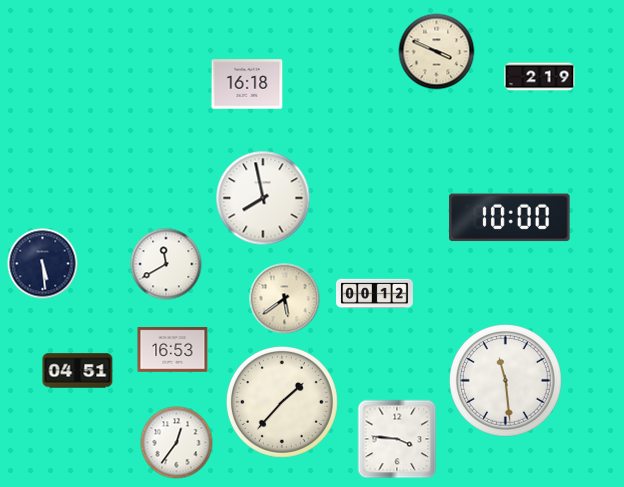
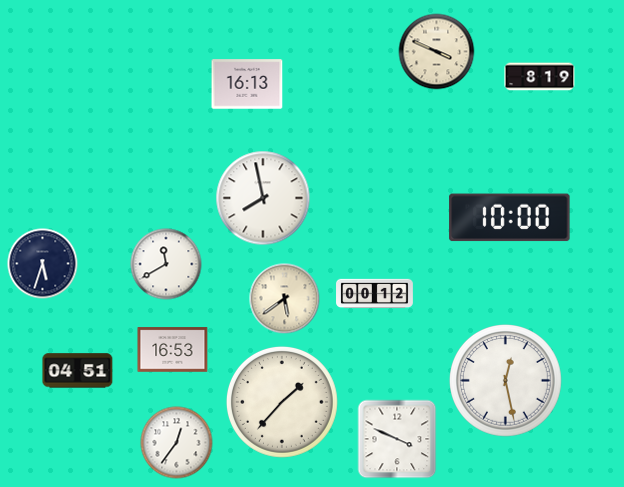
clock at (540, 77): 2:19 -> 8:19
clock at (247, 84): 16:18 -> 16:13
clock at (43, 264): 5:29 -> 5:33
clock at (506, 381): 11:29 -> 12:28
clock at (397, 439): 3:46 -> 3:49
